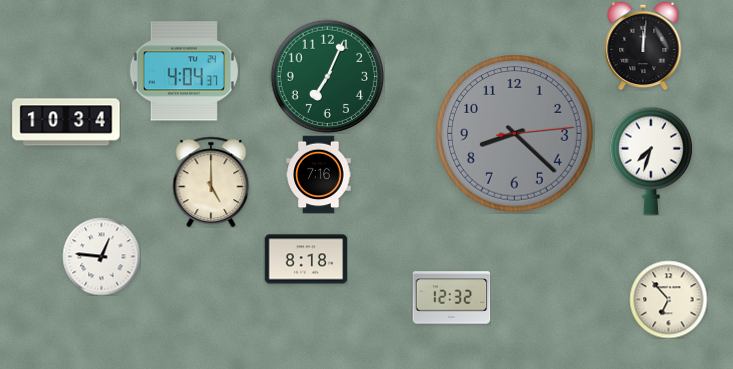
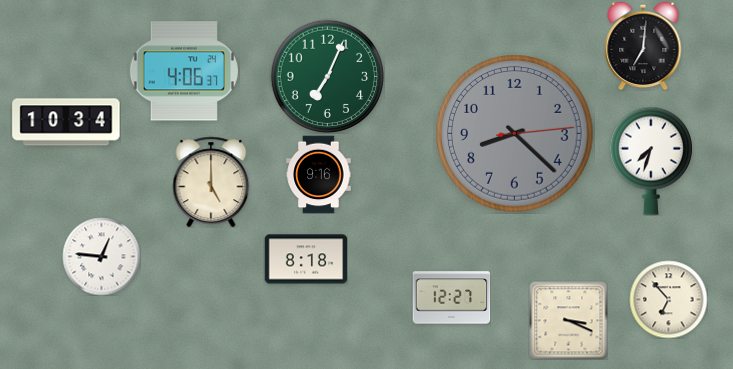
clock at (643, 46): 12:01 -> 7:01
clock at (184, 71): 4:04 -> 4:06
clock at (319, 174): 7:16 -> 9:16
clock at (451, 298): 12:32 -> 12:27
clock at (568, 320): none -> 3:19
